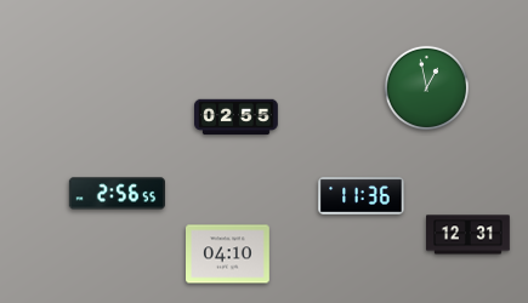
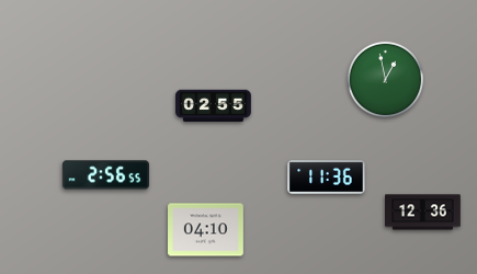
clock at (469, 235): 12:31 -> 12:36
